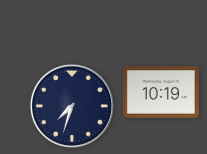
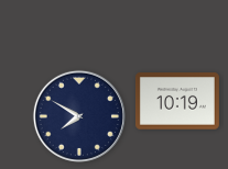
clock at (72, 106): 7:33 -> 7:50
